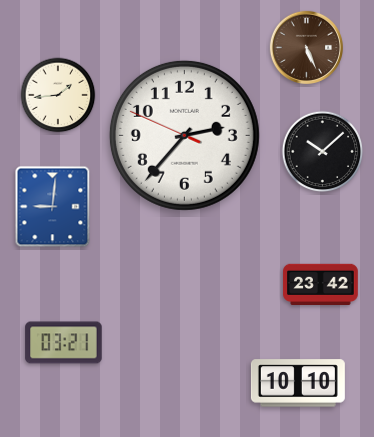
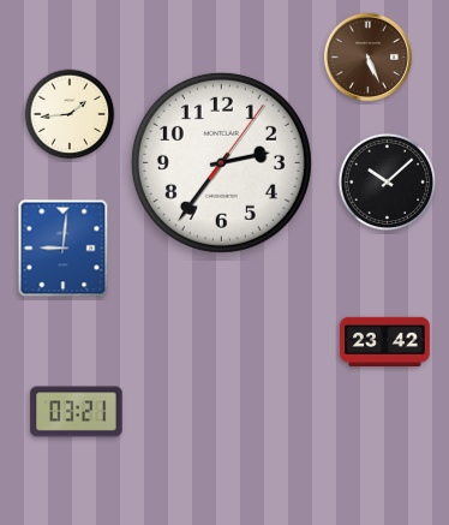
clock at (184, 135): 2:36:49 -> 2:36:06
clock at (298, 383): 10:10 -> none
